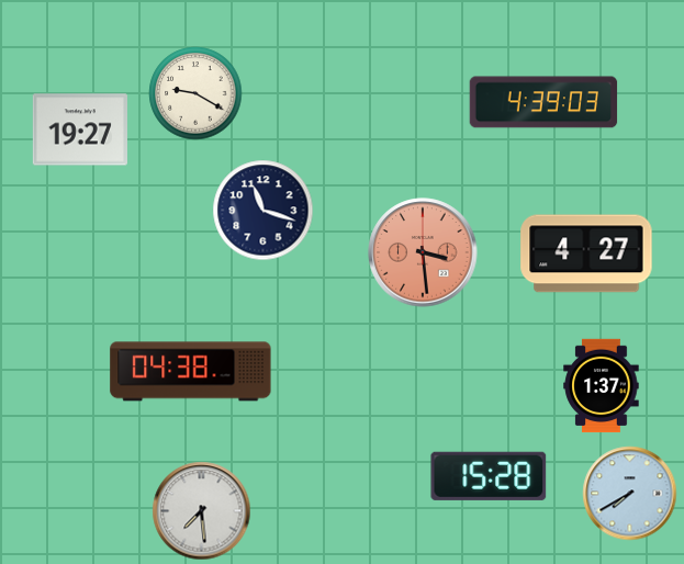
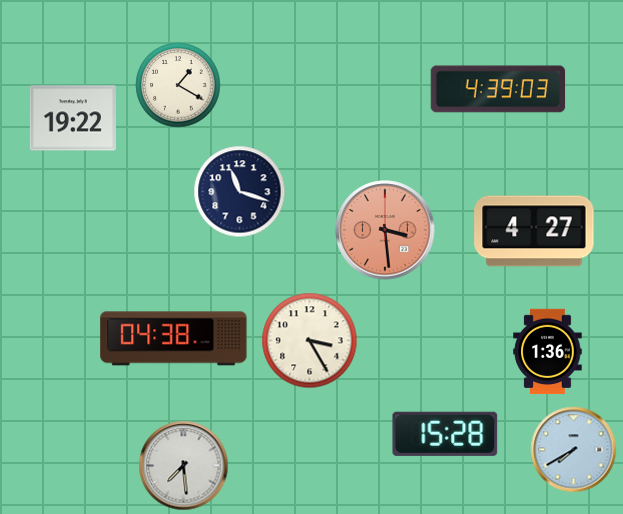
clock at (195, 93): 9:20 -> 1:20
clock at (543, 102) position: (543, 102) -> (498, 89)
clock at (80, 129): 19:27 -> 19:22
clock at (310, 341): none -> 3:25
clock at (602, 386): 1:37 -> 1:36
